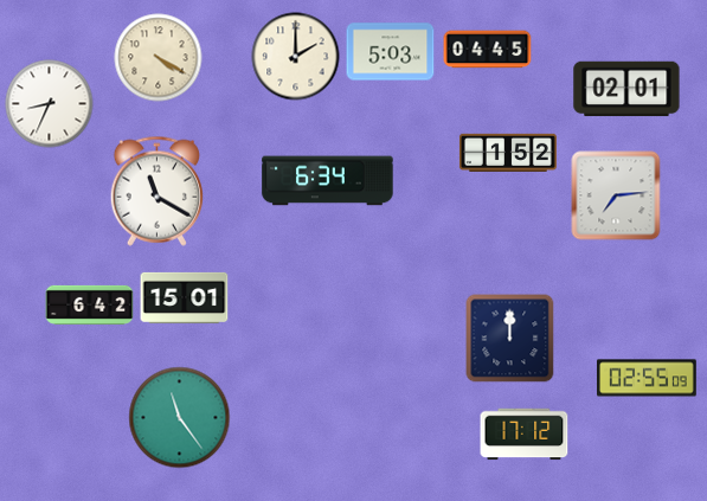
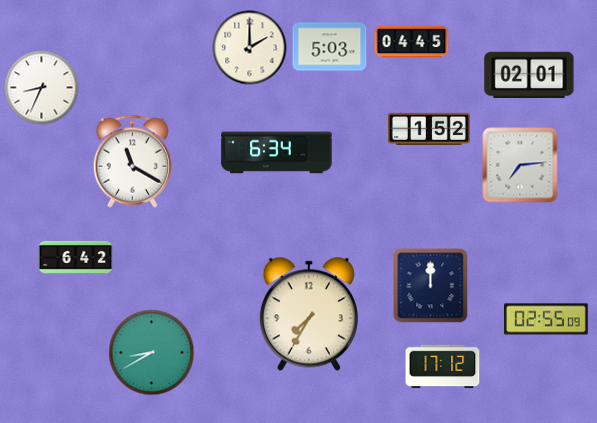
clock at (391, 52) position: (391, 52) -> (330, 47)
clock at (159, 58): 4:20 -> none
clock at (185, 297): 15:01 -> none
clock at (309, 314): none -> 7:35
clock at (180, 418): 11:24 -> 8:40
